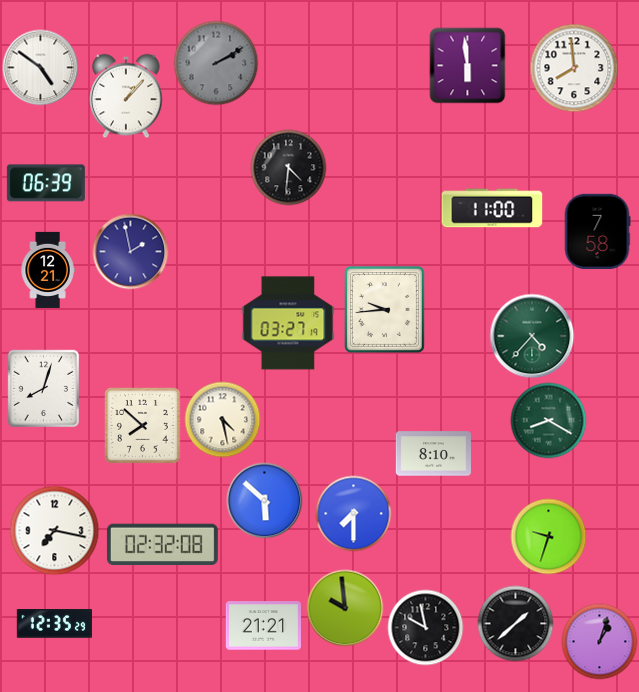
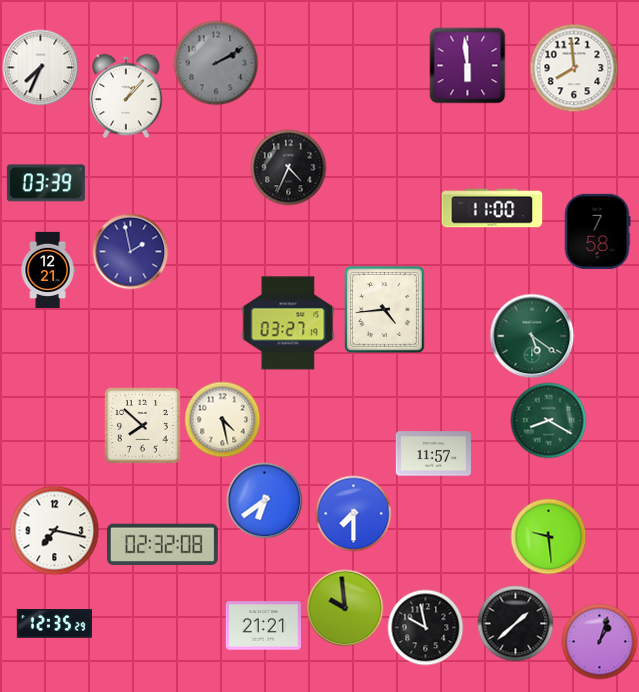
clock at (41, 68): 4:51 -> 7:34
clock at (289, 168): 4:31 -> 4:34
clock at (46, 183): 06:39 -> 03:39
clock at (384, 309): 9:44 -> 4:44
clock at (532, 336): 4:37 -> 5:21
clock at (44, 389): 8:03 -> none
clock at (433, 454): 8:10 -> 11:57
clock at (265, 501): 5:52 -> 6:39
clock at (549, 537): 9:33 -> 9:29
